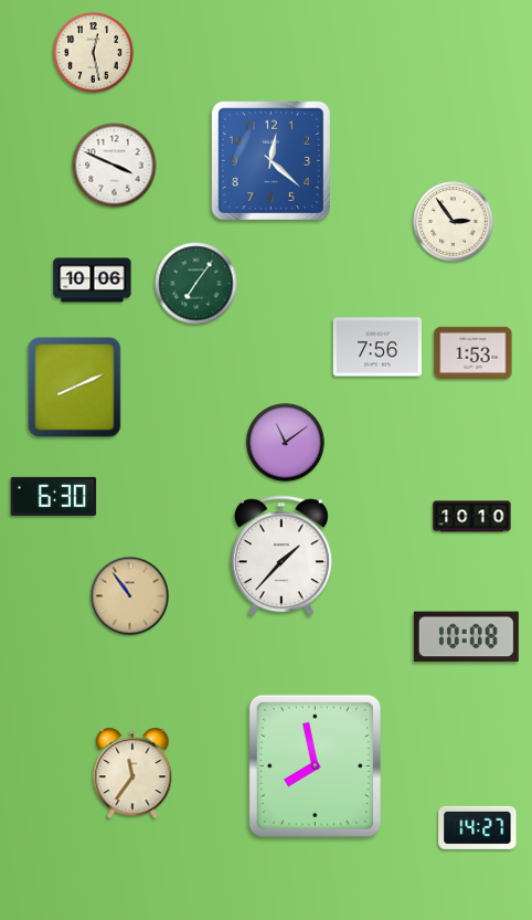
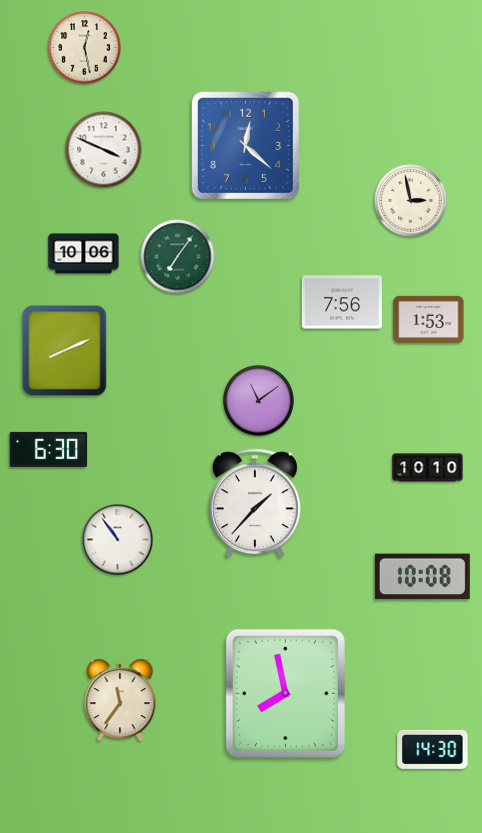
clock at (454, 222): 2:54 -> 2:58
clock at (377, 347) position: (377, 347) -> (342, 302)
clock at (75, 388) position: (75, 388) -> (65, 351)
clock at (130, 596) dial: champagne -> white
clock at (478, 827): 14:27 -> 14:30
